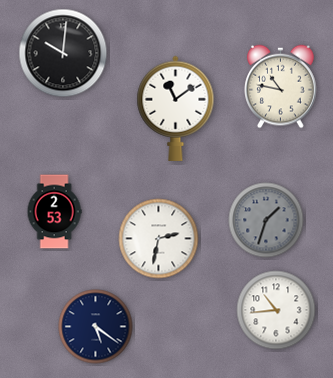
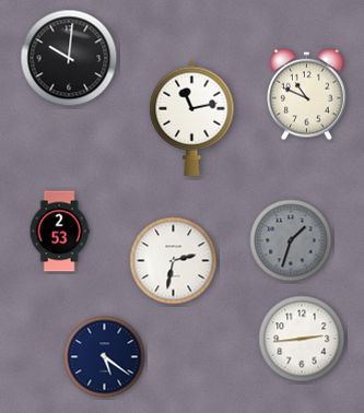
clock at (281, 87): 10:47 -> 10:49
clock at (176, 108): 11:09 -> 11:13
clock at (276, 310): 10:44 -> 2:44
